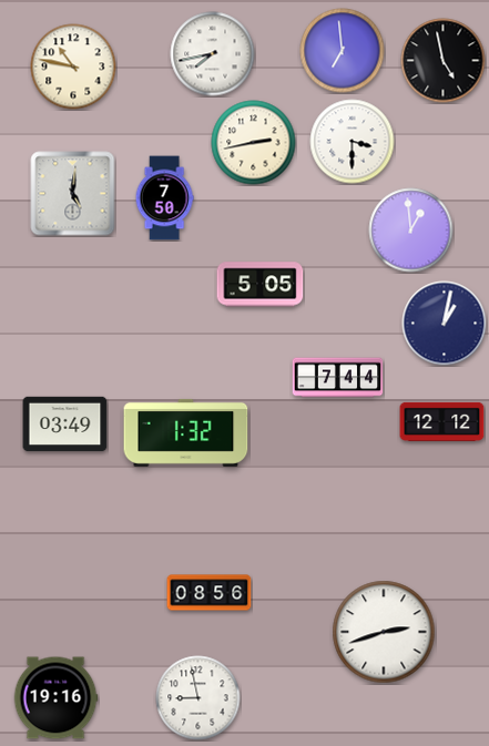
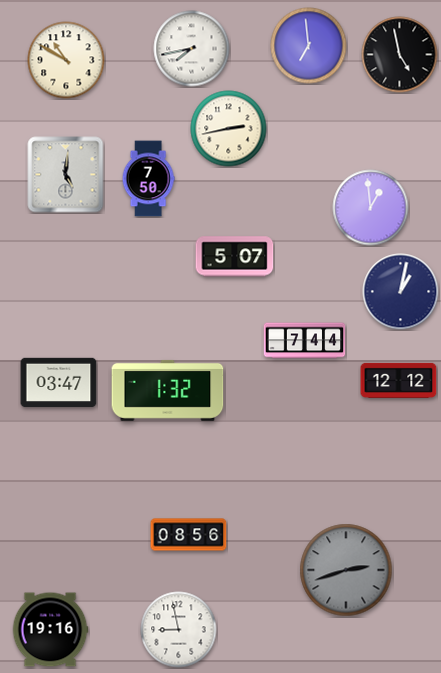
clock at (73, 67): 10:47 -> 10:50
clock at (353, 142): 3:30 -> none
clock at (261, 285): 5:05 -> 5:07
clock at (65, 425): 03:49 -> 03:47
clock at (384, 632) dial: white -> grey
